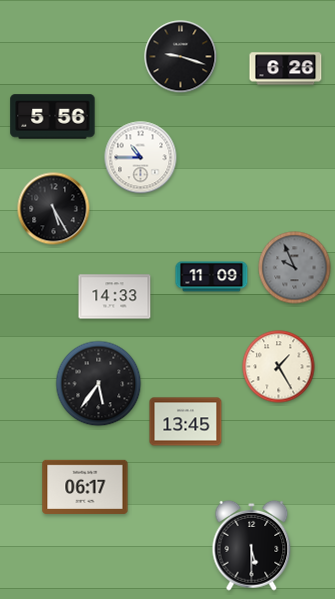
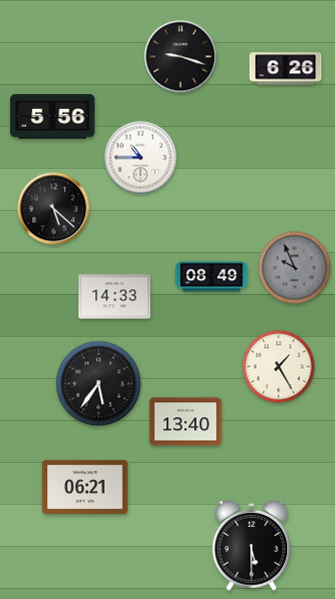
clock at (54, 209): 5:25 -> 5:22
clock at (212, 277): 11:09 -> 08:49
clock at (186, 422): 13:45 -> 13:40
clock at (85, 487): 06:17 -> 06:21
